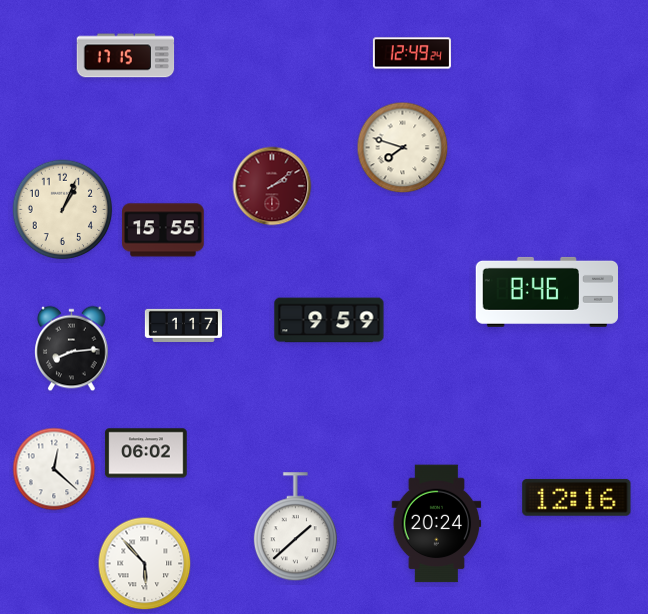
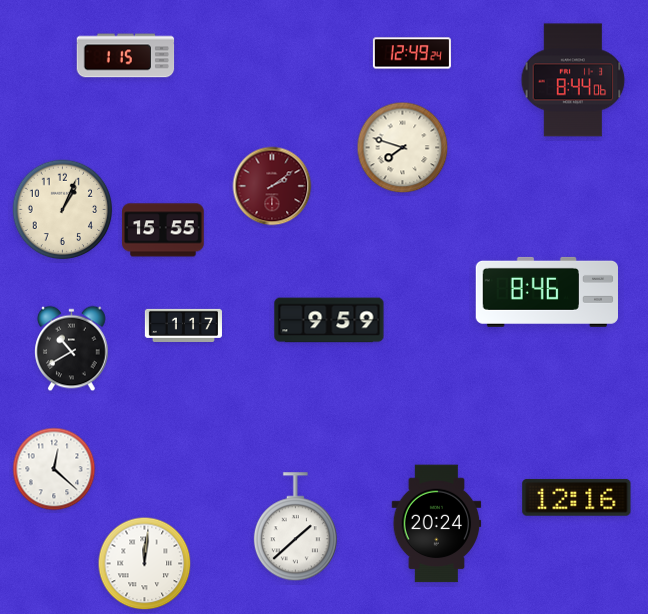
clock at (126, 56): 17:15 -> 1:15
clock at (573, 80): none -> 8:44
clock at (72, 349): 8:14 -> 10:40
clock at (146, 453): 06:02 -> none
clock at (145, 564): 5:53 -> 12:01
